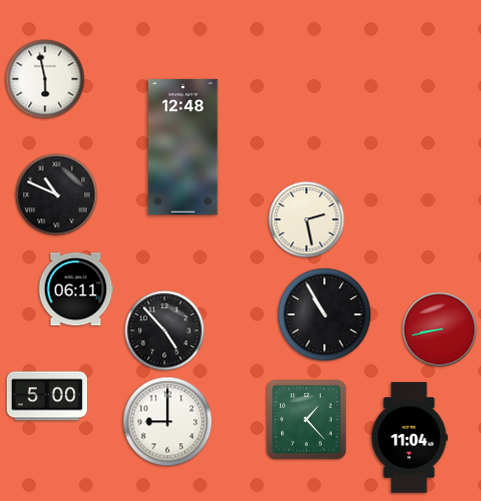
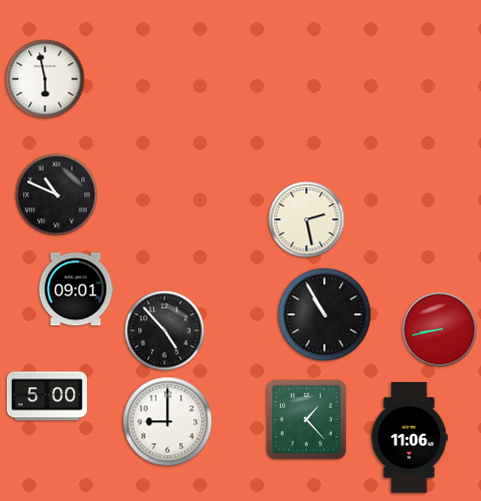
clock at (183, 147): 12:48 -> none
clock at (76, 289): 06:11 -> 09:01
clock at (409, 438): 11:04 -> 11:06
